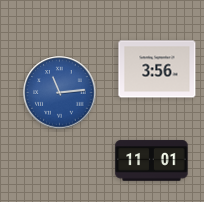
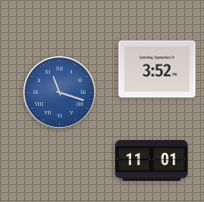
clock at (157, 69): 3:56 -> 3:52
clock at (60, 93): 11:14 -> 11:18
